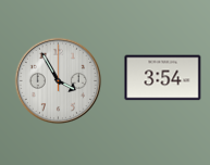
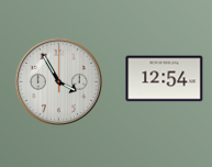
clock at (163, 78): 3:54 -> 12:54
